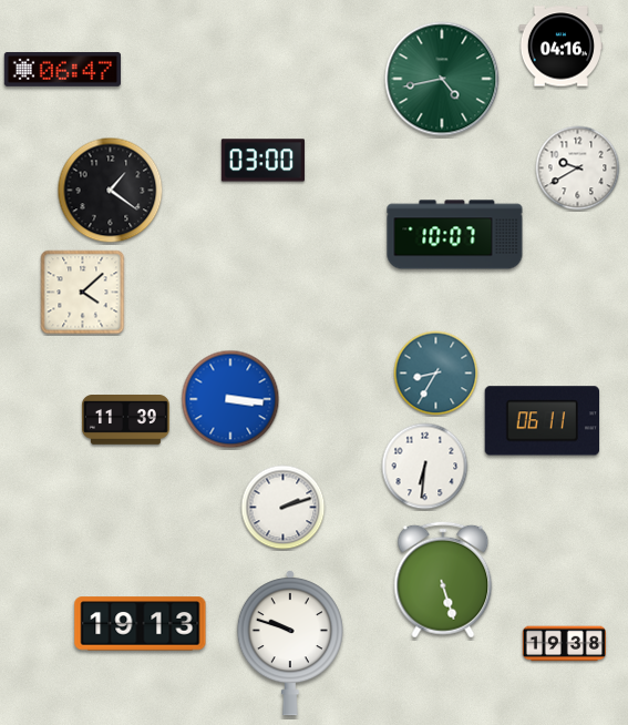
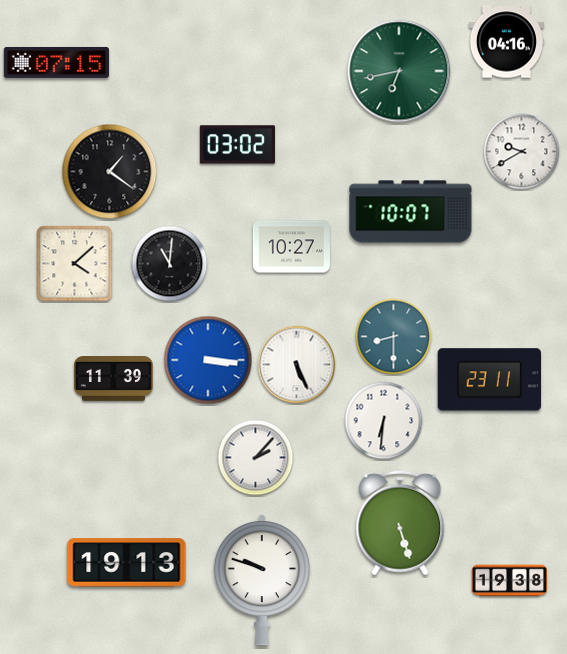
clock at (62, 69): 06:47 -> 07:15
clock at (442, 79): 4:43 -> 6:43
clock at (262, 161): 03:00 -> 03:02
clock at (111, 191) position: (111, 191) -> (110, 172)
clock at (291, 247): none -> 10:27
clock at (170, 264): none -> 11:01
clock at (436, 374): 8:35 -> 8:30
clock at (297, 365): none -> 5:26
clock at (542, 421): 06:11 -> 23:11
clock at (284, 508): 2:12 -> 2:07
